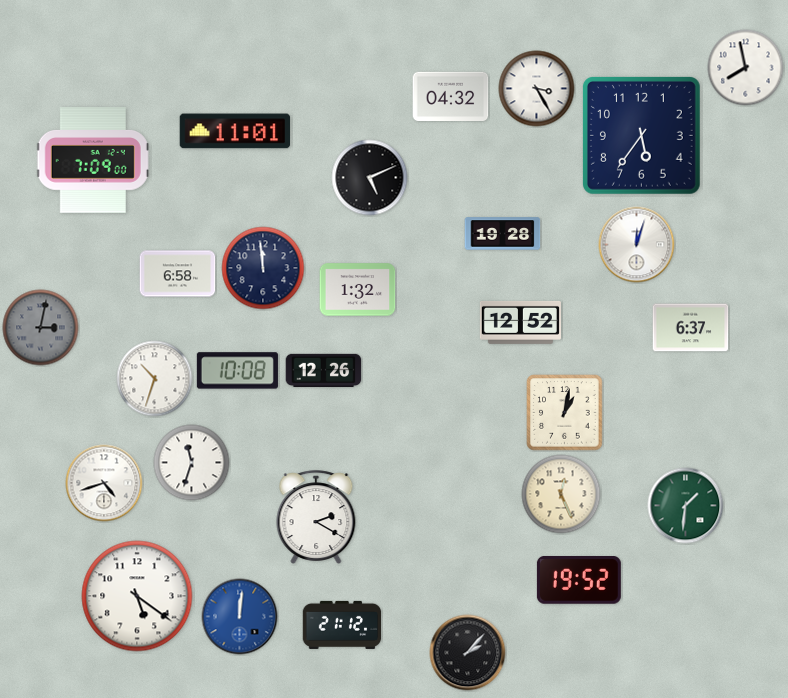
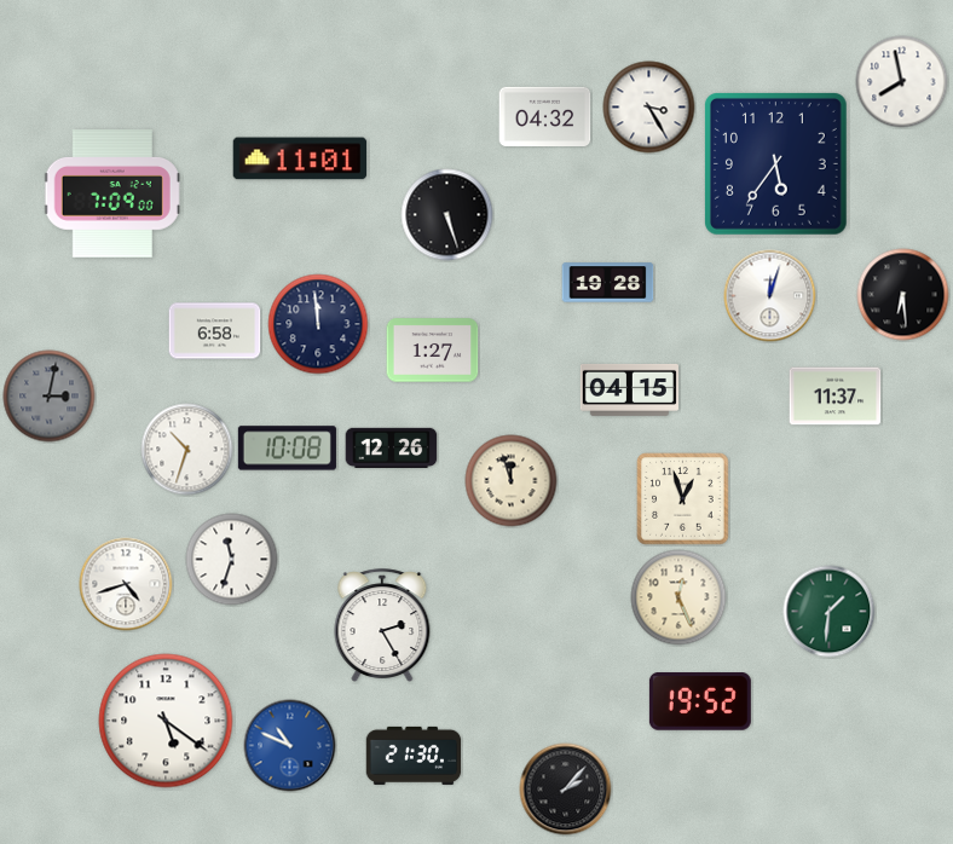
clock at (235, 131) position: (235, 131) -> (300, 158)
clock at (370, 178): 5:11 -> 5:27
clock at (903, 295): none -> 6:29
clock at (358, 290): 1:32 -> 1:27
clock at (520, 322): 12:52 -> 04:15
clock at (691, 328): 6:37 -> 11:37
clock at (155, 379) position: (155, 379) -> (187, 450)
clock at (512, 481): none -> 11:57
clock at (565, 413): 1:02 -> 12:57
clock at (316, 517): 2:20 -> 2:25
clock at (240, 617): 12:01 -> 10:49
clock at (342, 625): 21:12 -> 21:30
